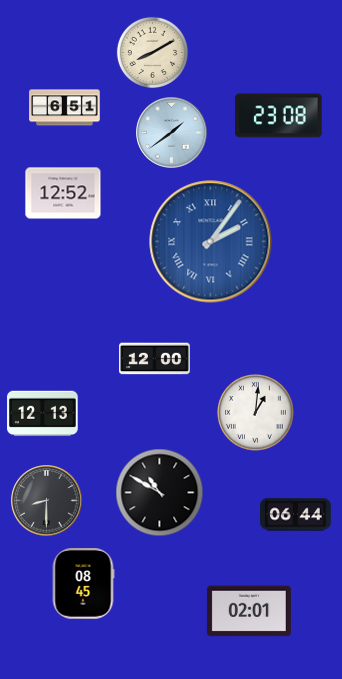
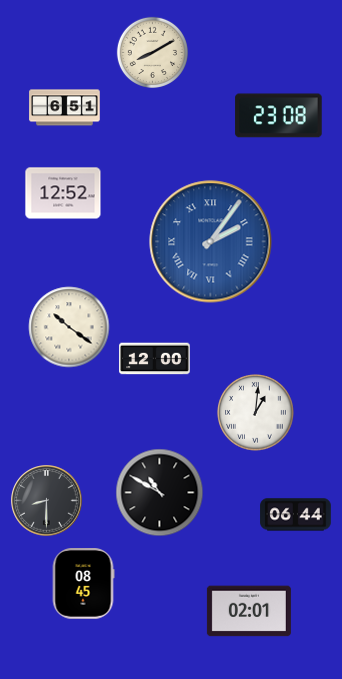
clock at (172, 133): 1:39 -> none
clock at (69, 327): none -> 10:21
clock at (43, 414): 12:13 -> none
